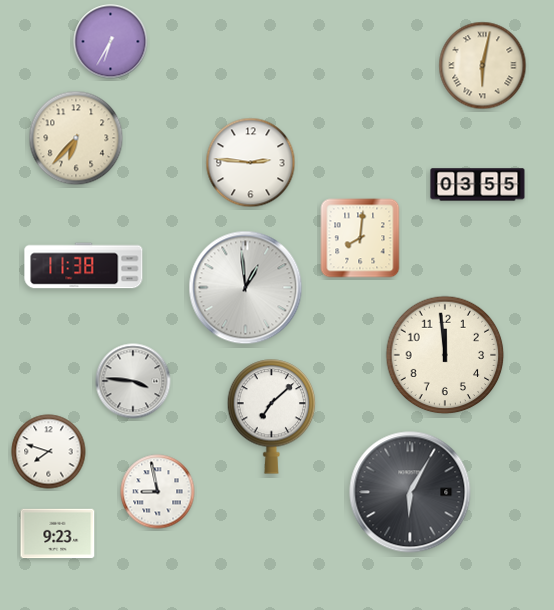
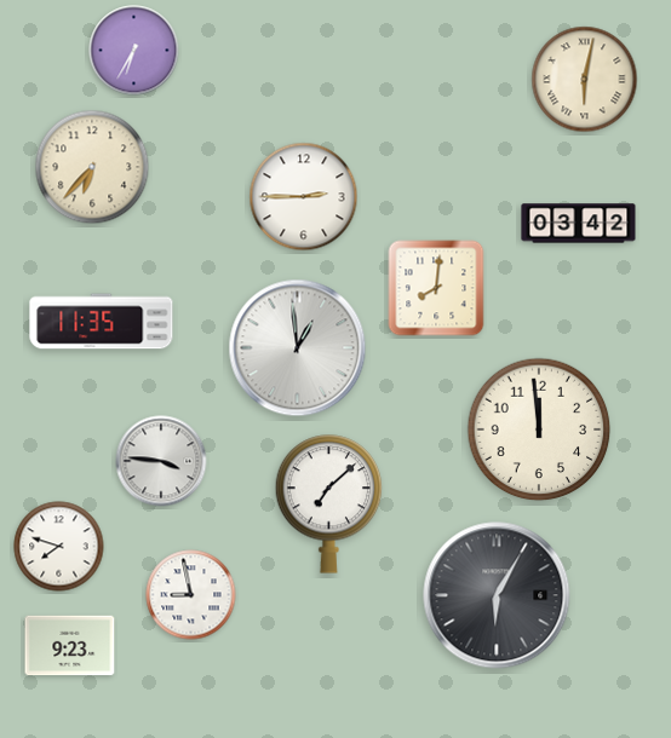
clock at (251, 163): 2:46 -> 2:45
clock at (478, 185): 03:55 -> 03:42
clock at (84, 266): 11:38 -> 11:35
